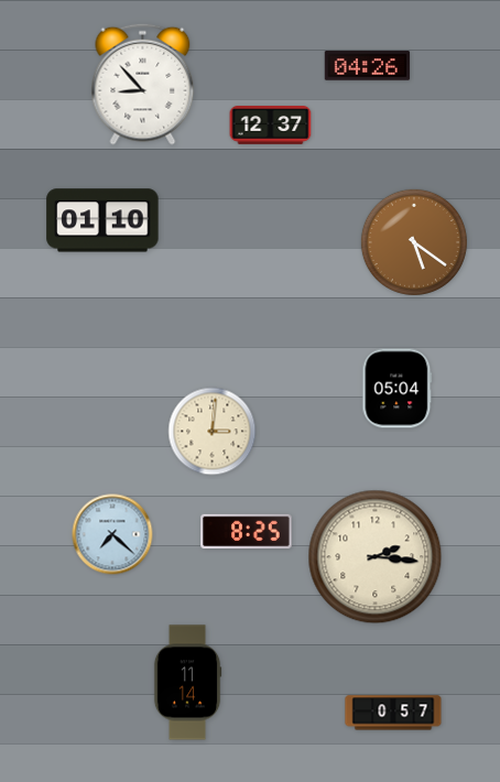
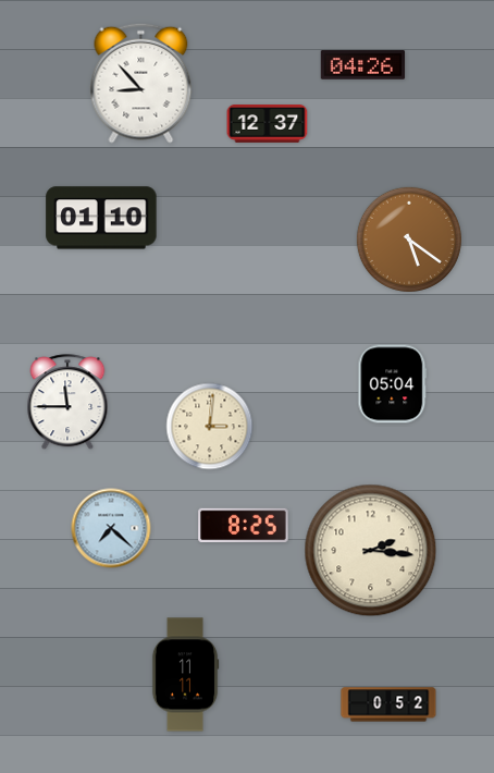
clock at (67, 403): none -> 11:45
clock at (187, 683): 11:14 -> 11:11
clock at (393, 713): 0:57 -> 0:52
